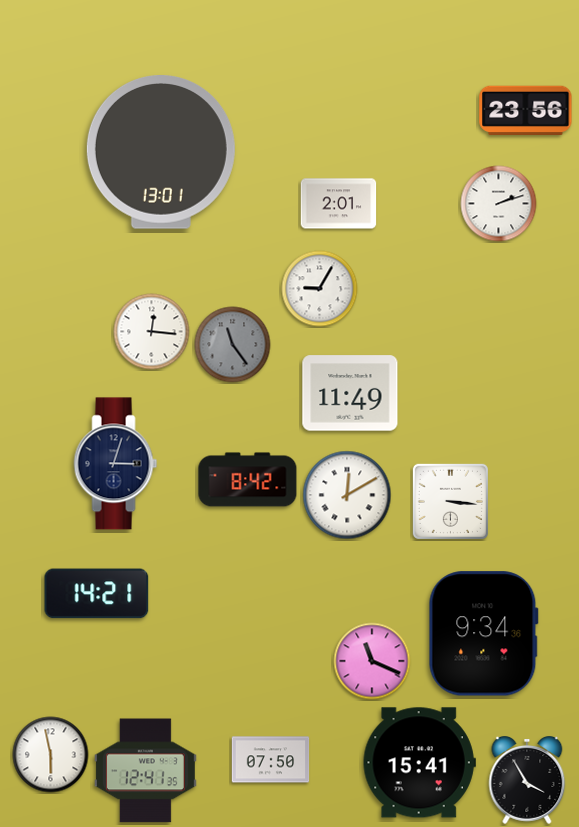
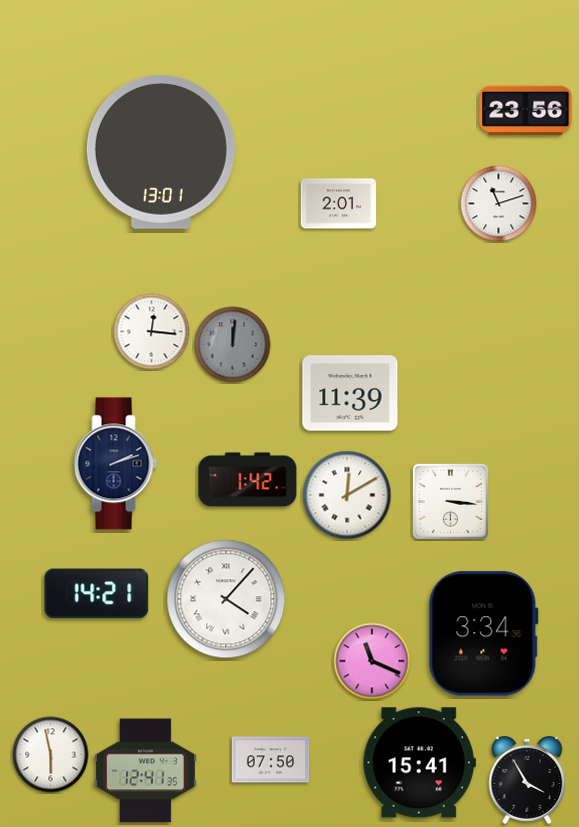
clock at (499, 204): 2:12 -> 11:12
clock at (320, 289): 9:05 -> none
clock at (233, 345): 11:24 -> 12:01
clock at (350, 393): 11:49 -> 11:39
clock at (116, 464): 3:03 -> 2:12
clock at (248, 480): 8:42 -> 1:42
clock at (226, 599): none -> 4:07
clock at (483, 634): 9:34 -> 3:34
